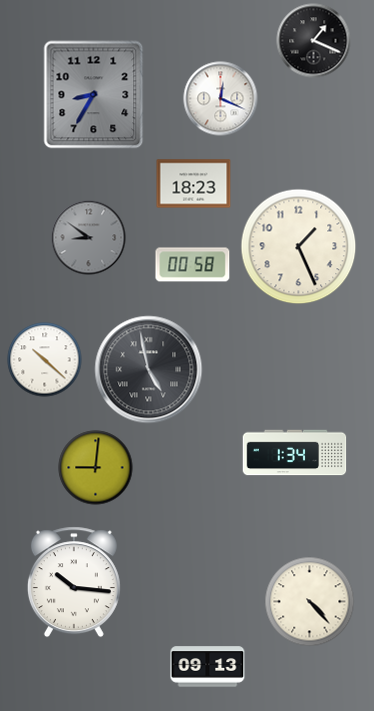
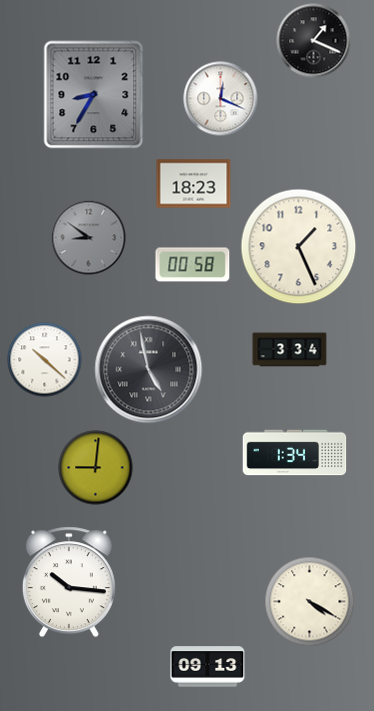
clock at (290, 350): none -> 3:34
clock at (74, 582) position: (74, 582) -> (69, 582)
clock at (310, 602): 4:23 -> 4:20
